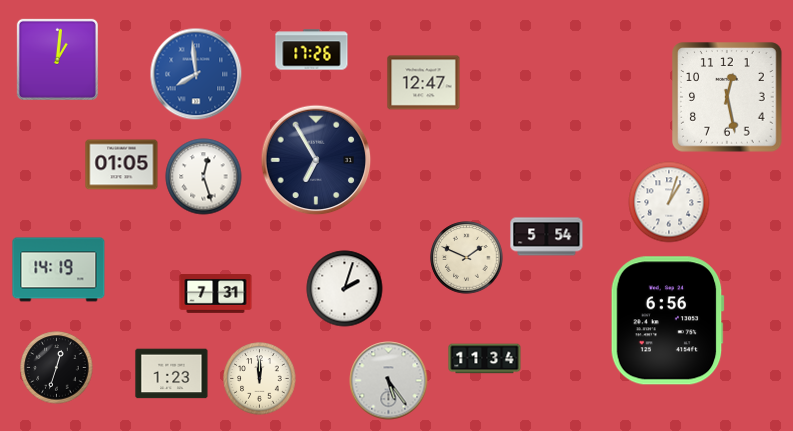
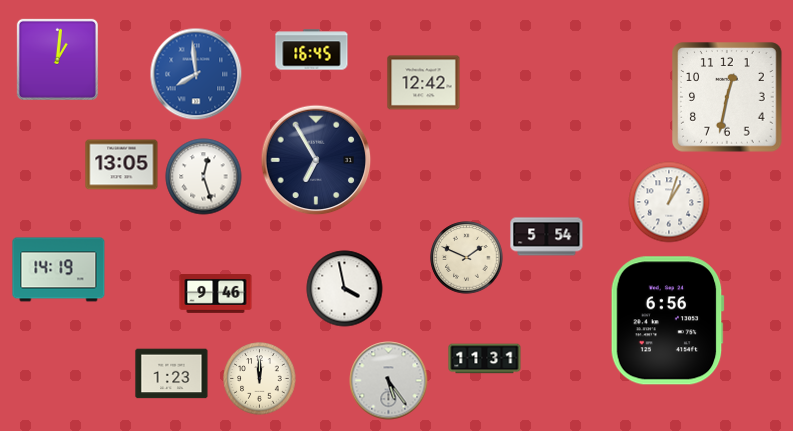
clock at (312, 50): 17:26 -> 16:45
clock at (424, 83): 12:47 -> 12:42
clock at (727, 97): 12:28 -> 12:32
clock at (122, 165): 01:05 -> 13:05
clock at (345, 289): 2:03 -> 3:58
clock at (216, 294): 7:31 -> 9:46
clock at (485, 359): 11:34 -> 11:31
clock at (57, 368): 12:33 -> none
